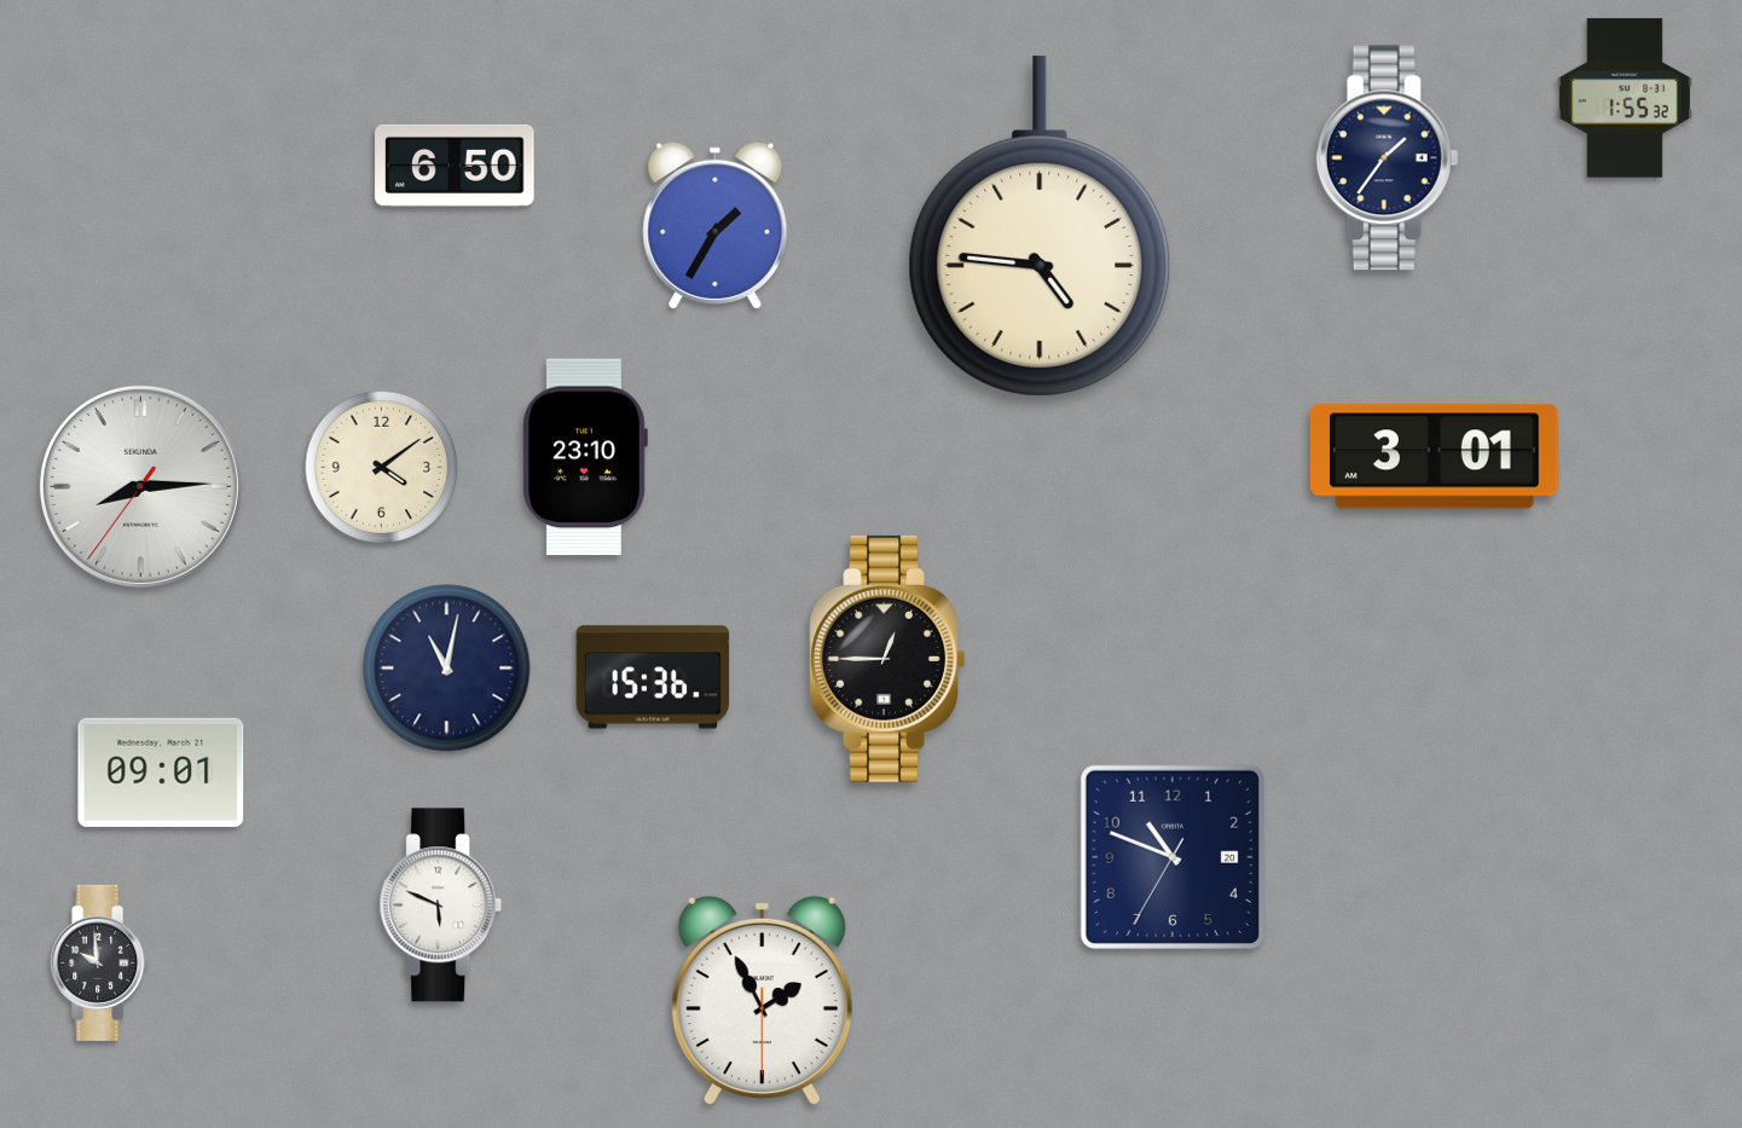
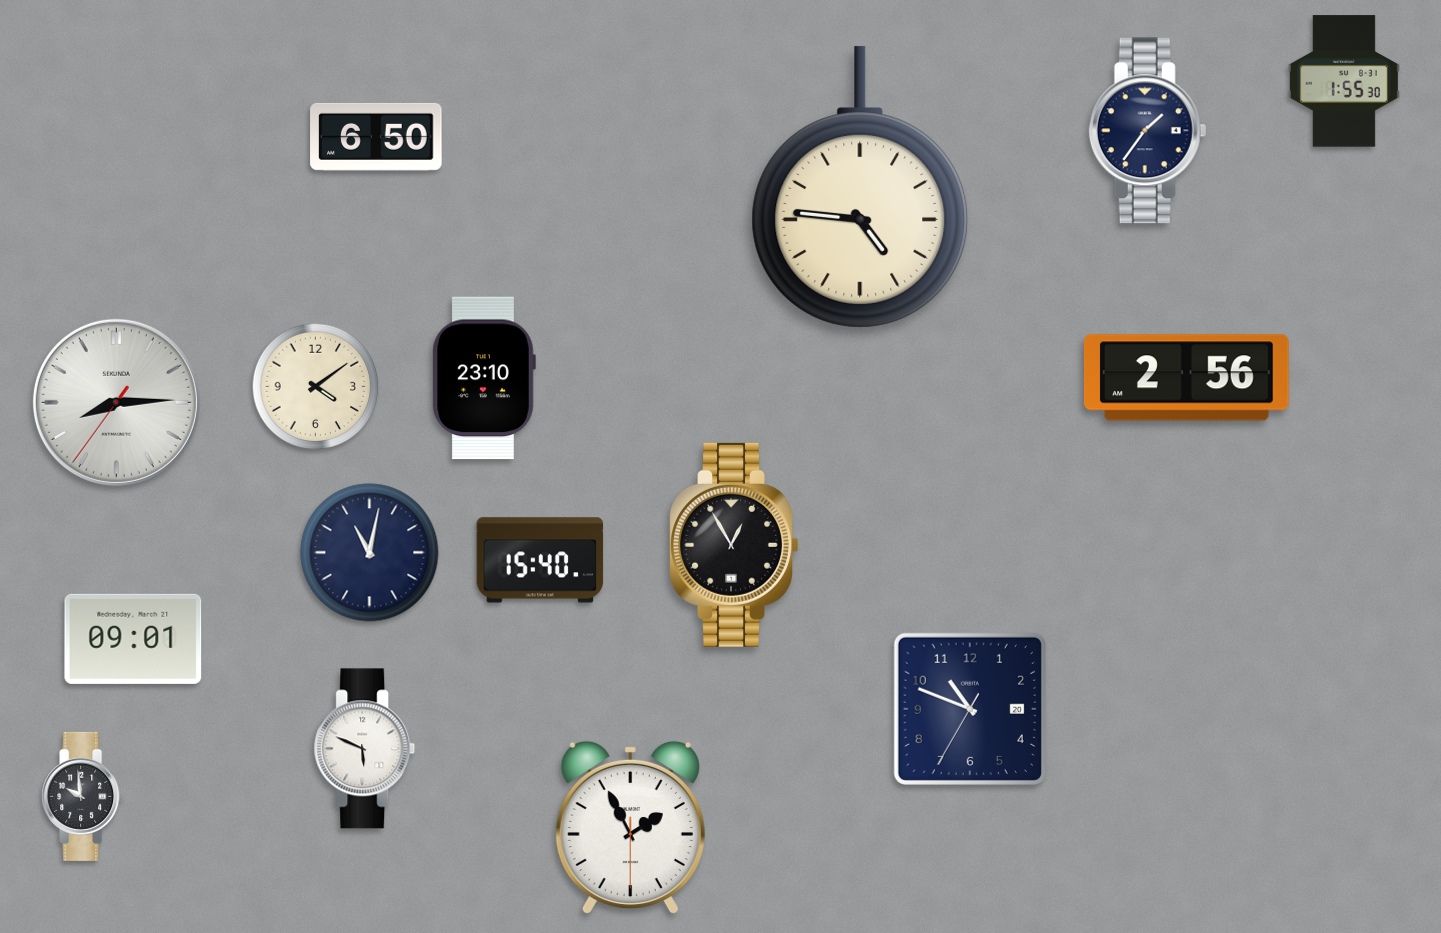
clock at (1625, 98): 1:55:32 -> 1:55:30
clock at (716, 225): 1:35 -> none
clock at (1435, 457): 3:01 -> 2:56
clock at (887, 659): 12:45 -> 12:55
clock at (653, 677): 15:36 -> 15:40
